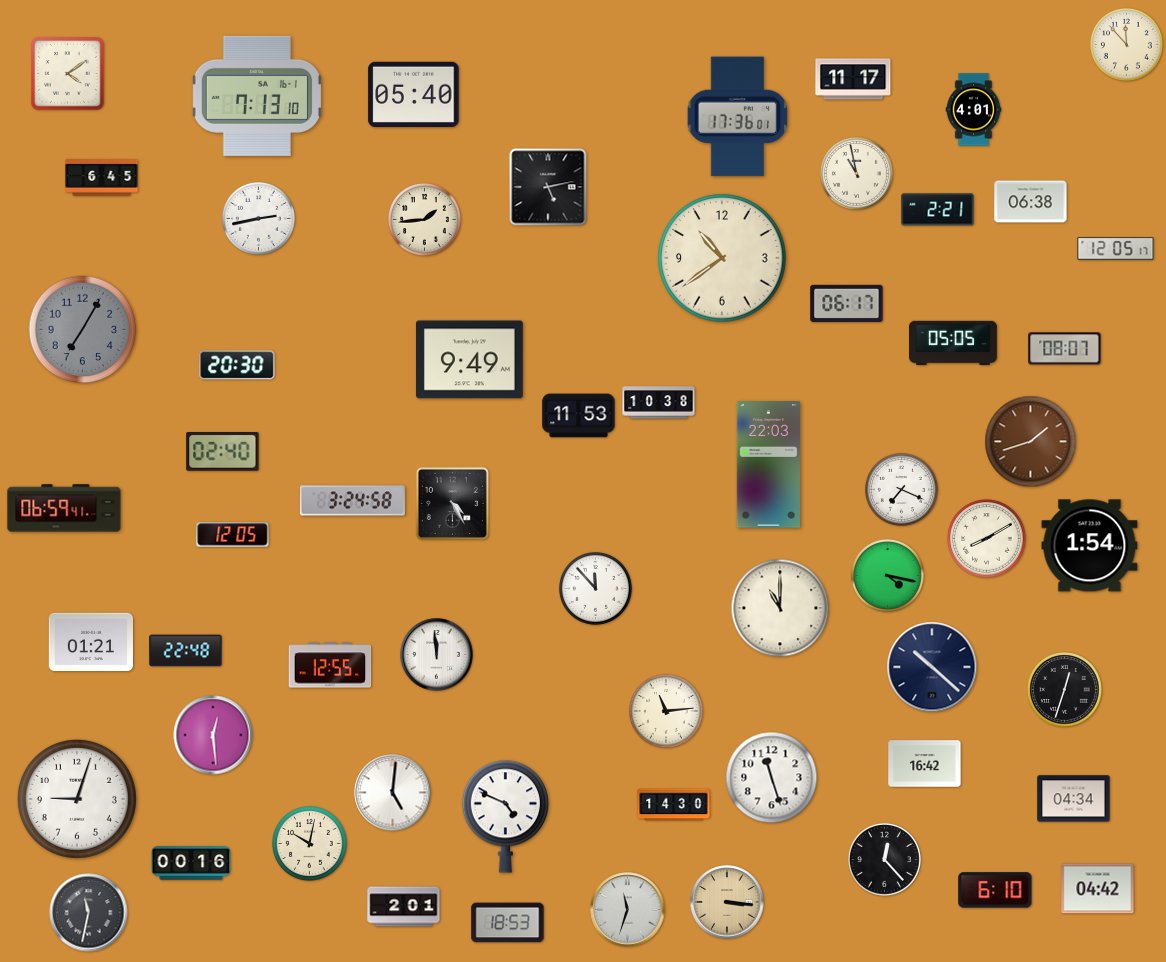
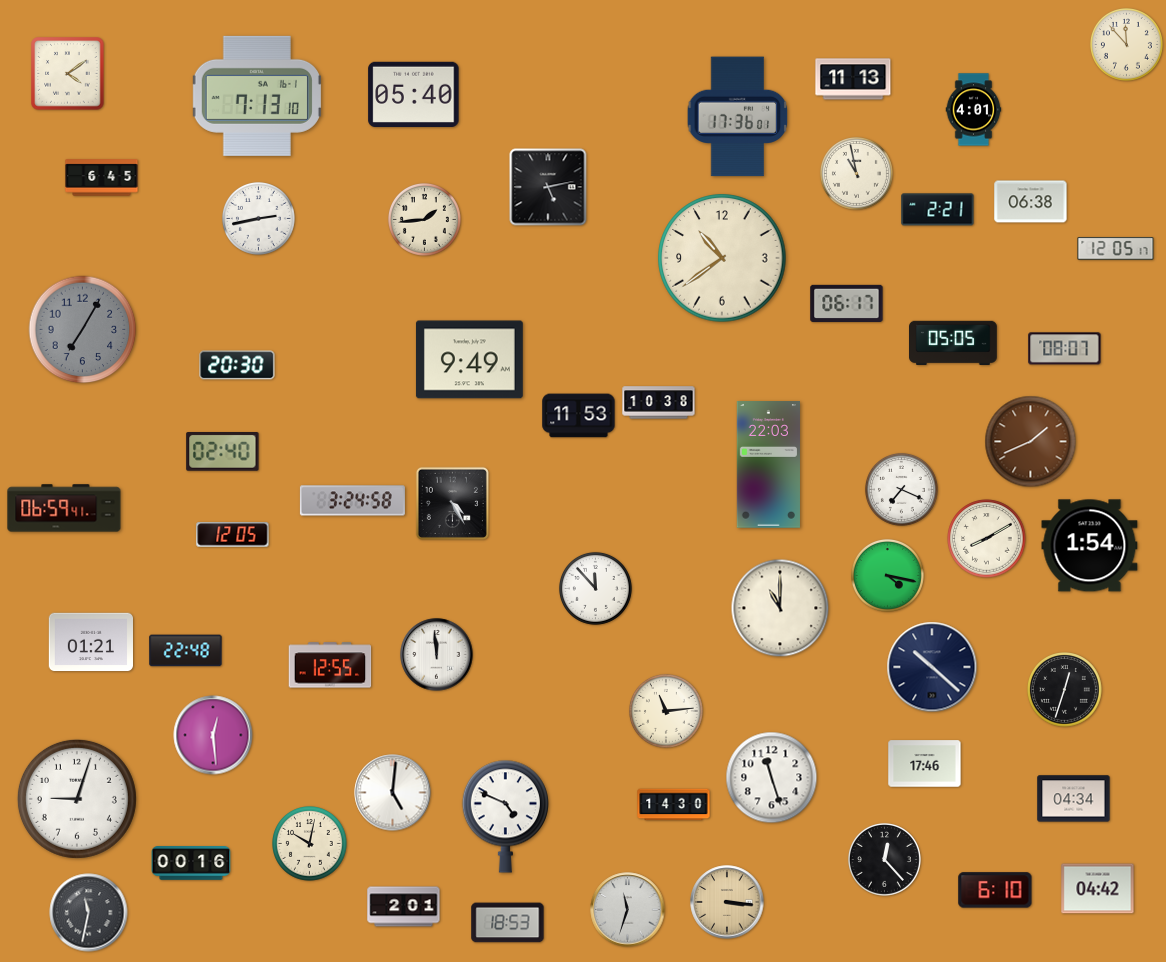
clock at (853, 79): 11:17 -> 11:13
clock at (1031, 442): 1:42 -> 1:41
clock at (925, 764): 16:42 -> 17:46
